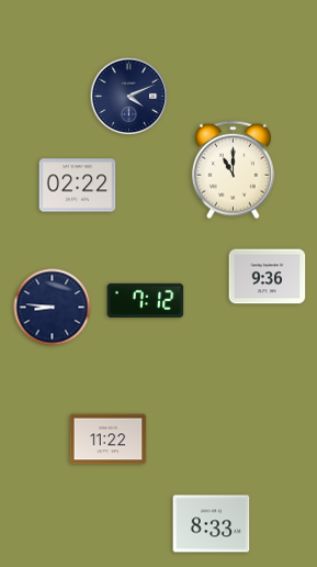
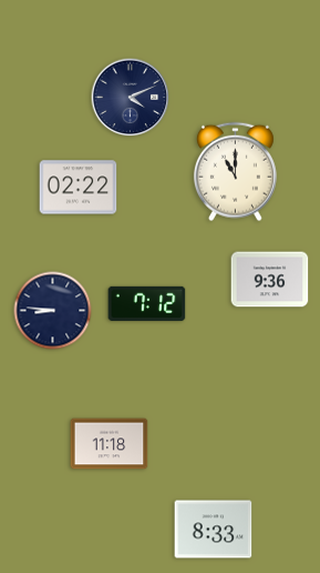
clock at (109, 440): 11:22 -> 11:18
